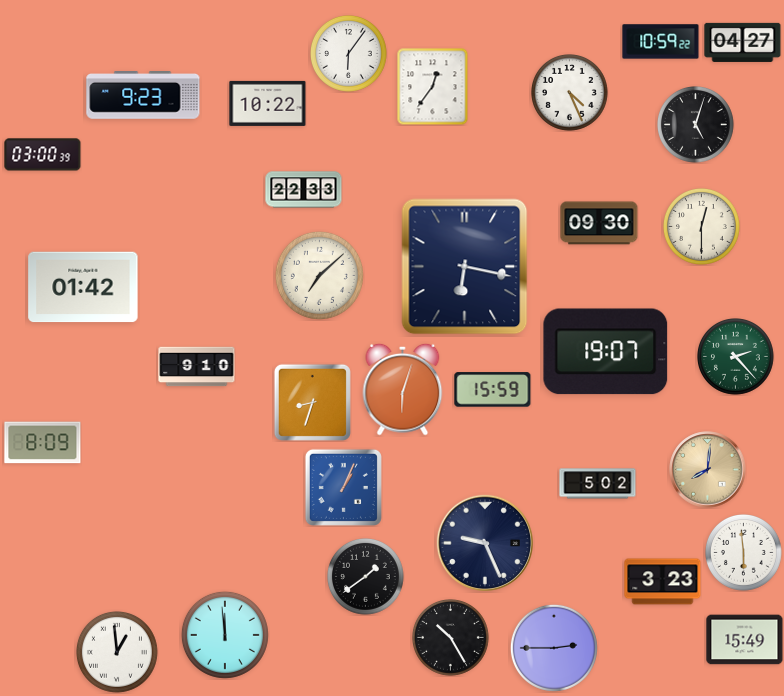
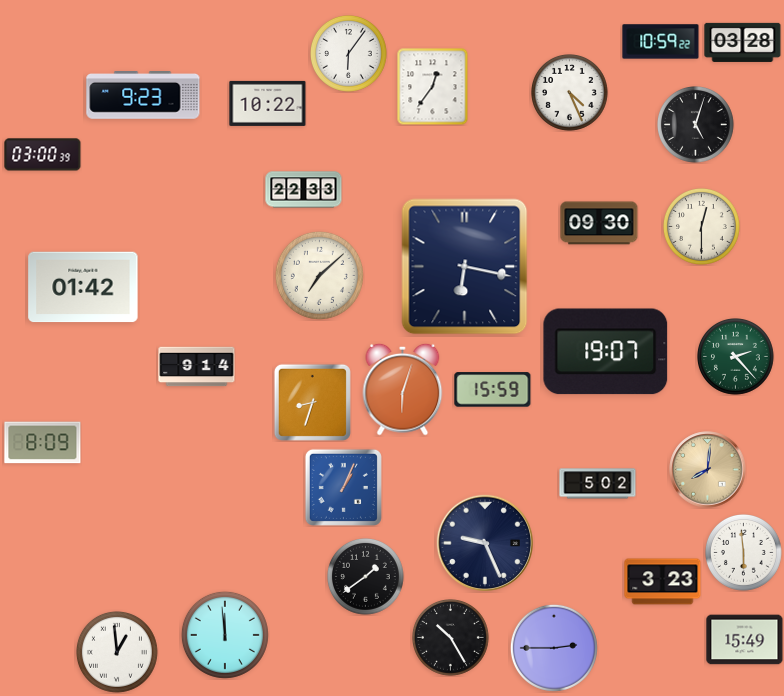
clock at (743, 42): 04:27 -> 03:28
clock at (197, 367): 9:10 -> 9:14
